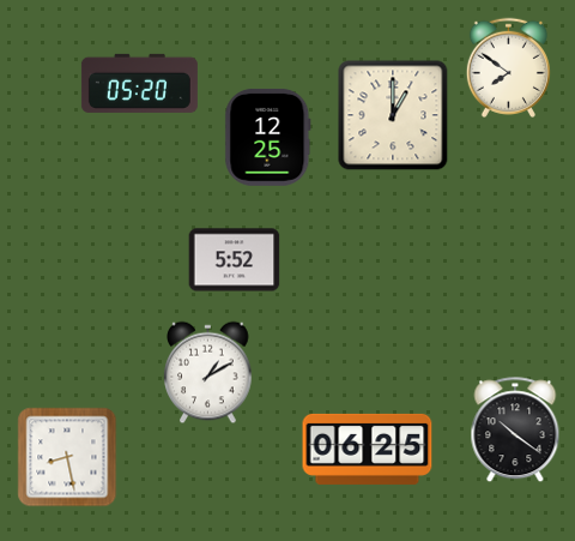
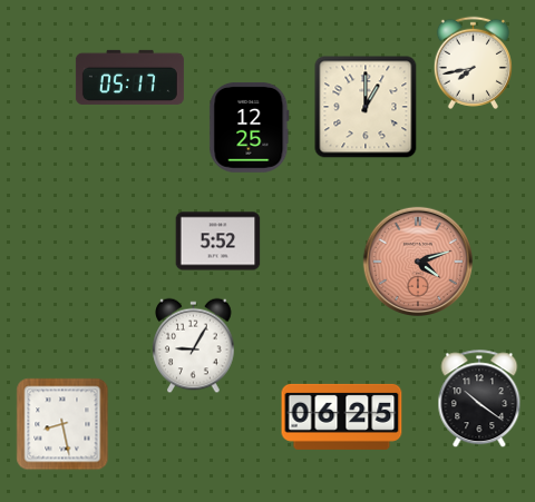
clock at (508, 67): 7:51 -> 7:43
clock at (139, 83): 05:20 -> 05:17
clock at (418, 262): none -> 4:12
clock at (208, 373): 1:10 -> 9:05
